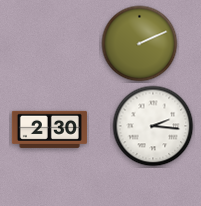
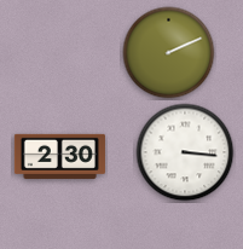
clock at (153, 126): 2:16 -> 3:16
